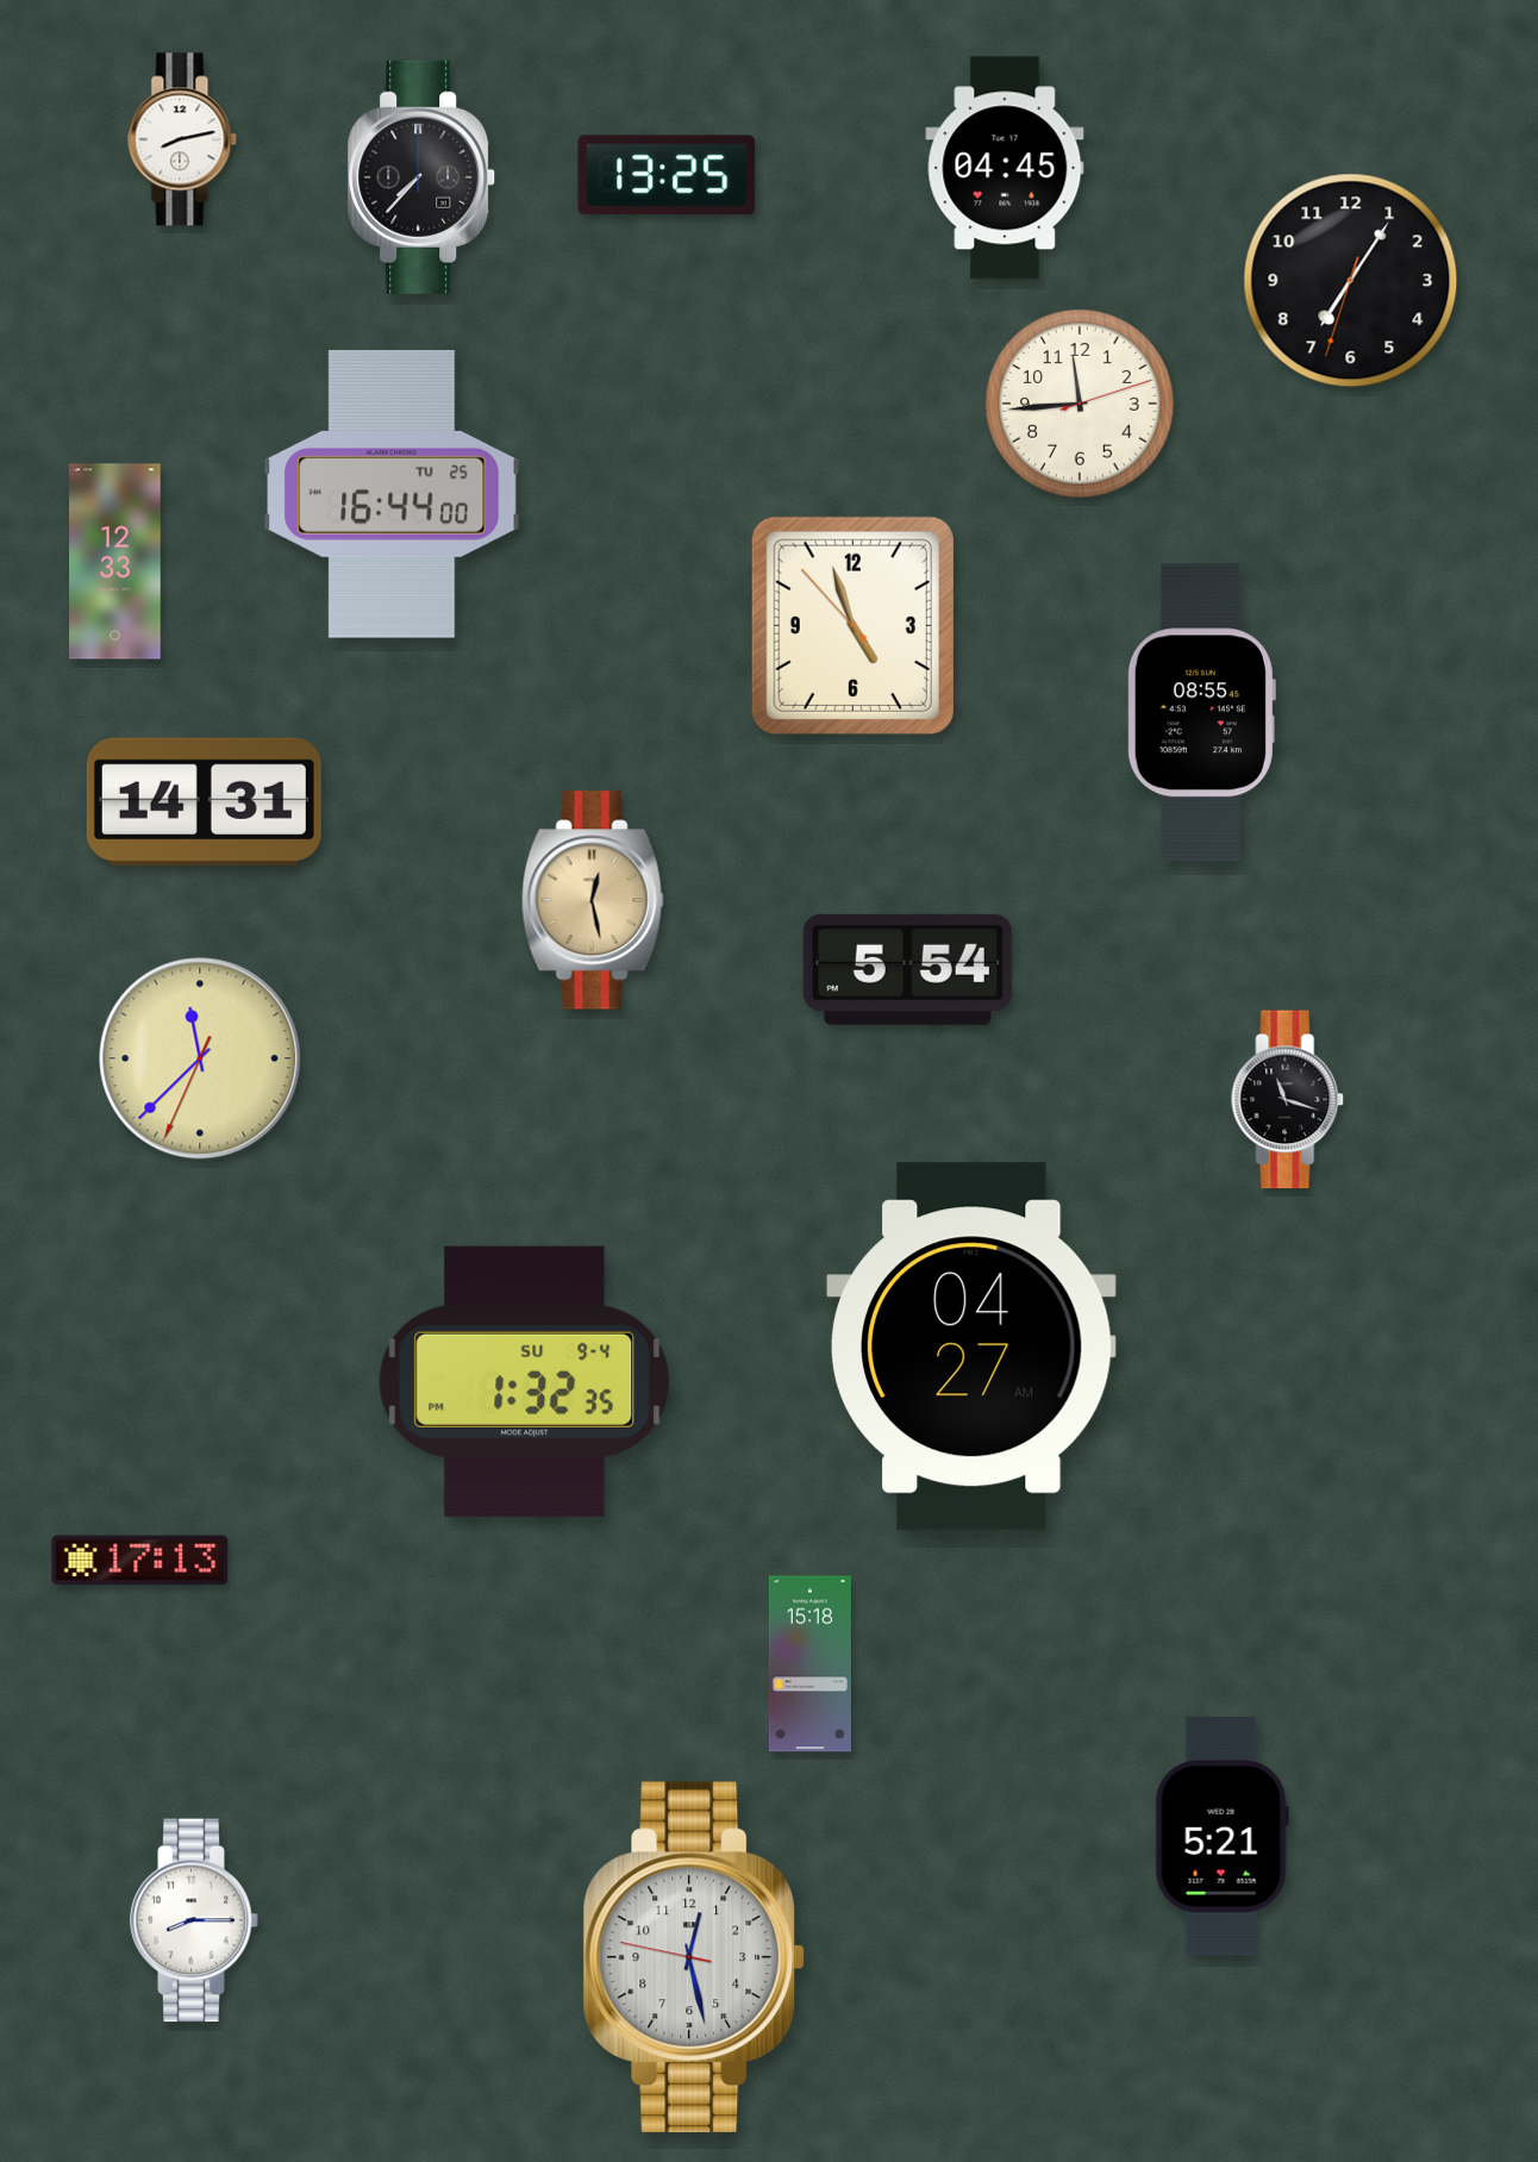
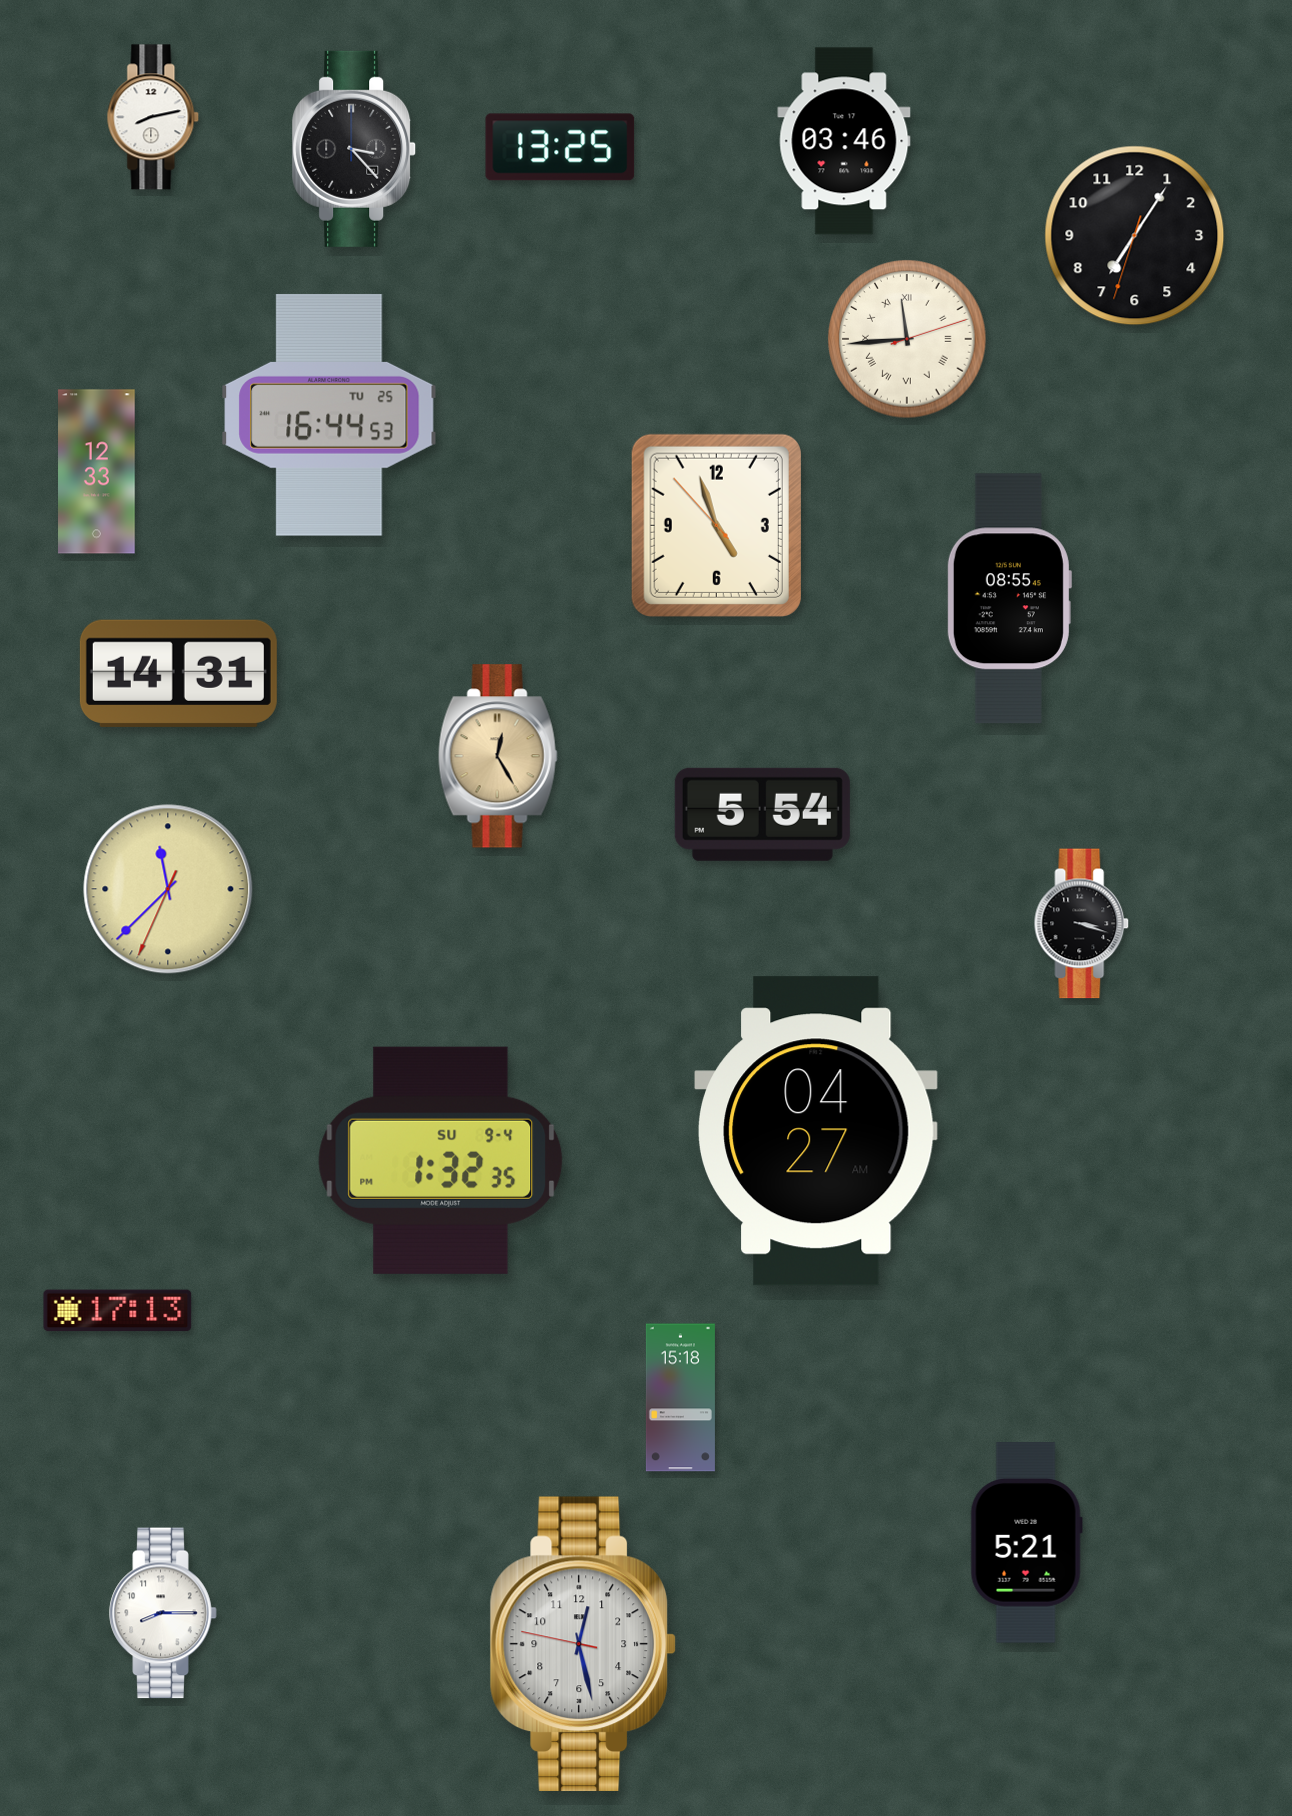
clock at (1005, 168): 04:45 -> 03:46
clock at (423, 177): 7:37 -> 3:23
clock at (1080, 404) numerals: Arabic -> Roman
clock at (392, 494): 16:44:00 -> 16:44:53
clock at (204, 801) position: (204, 801) -> (178, 673)
clock at (593, 900): 12:28 -> 12:25
clock at (1288, 1100): 11:18 -> 3:18
